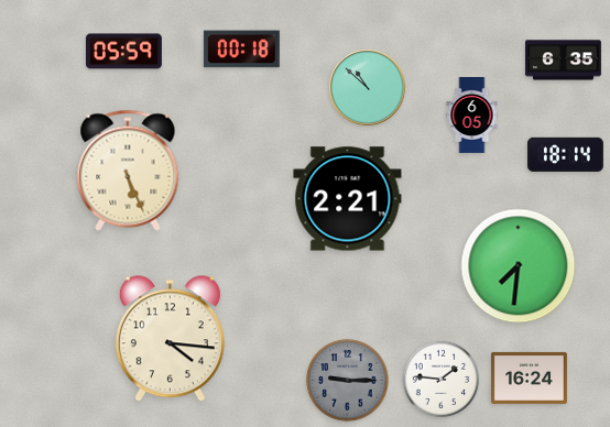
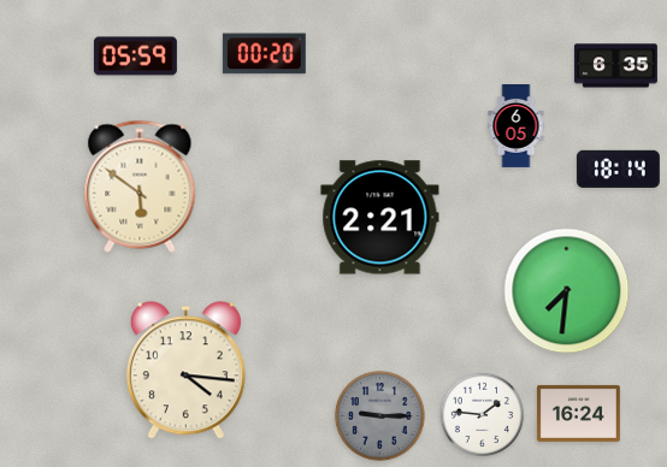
clock at (241, 50): 00:18 -> 00:20
clock at (368, 88): 10:52 -> none
clock at (128, 171): 5:26 -> 5:51
